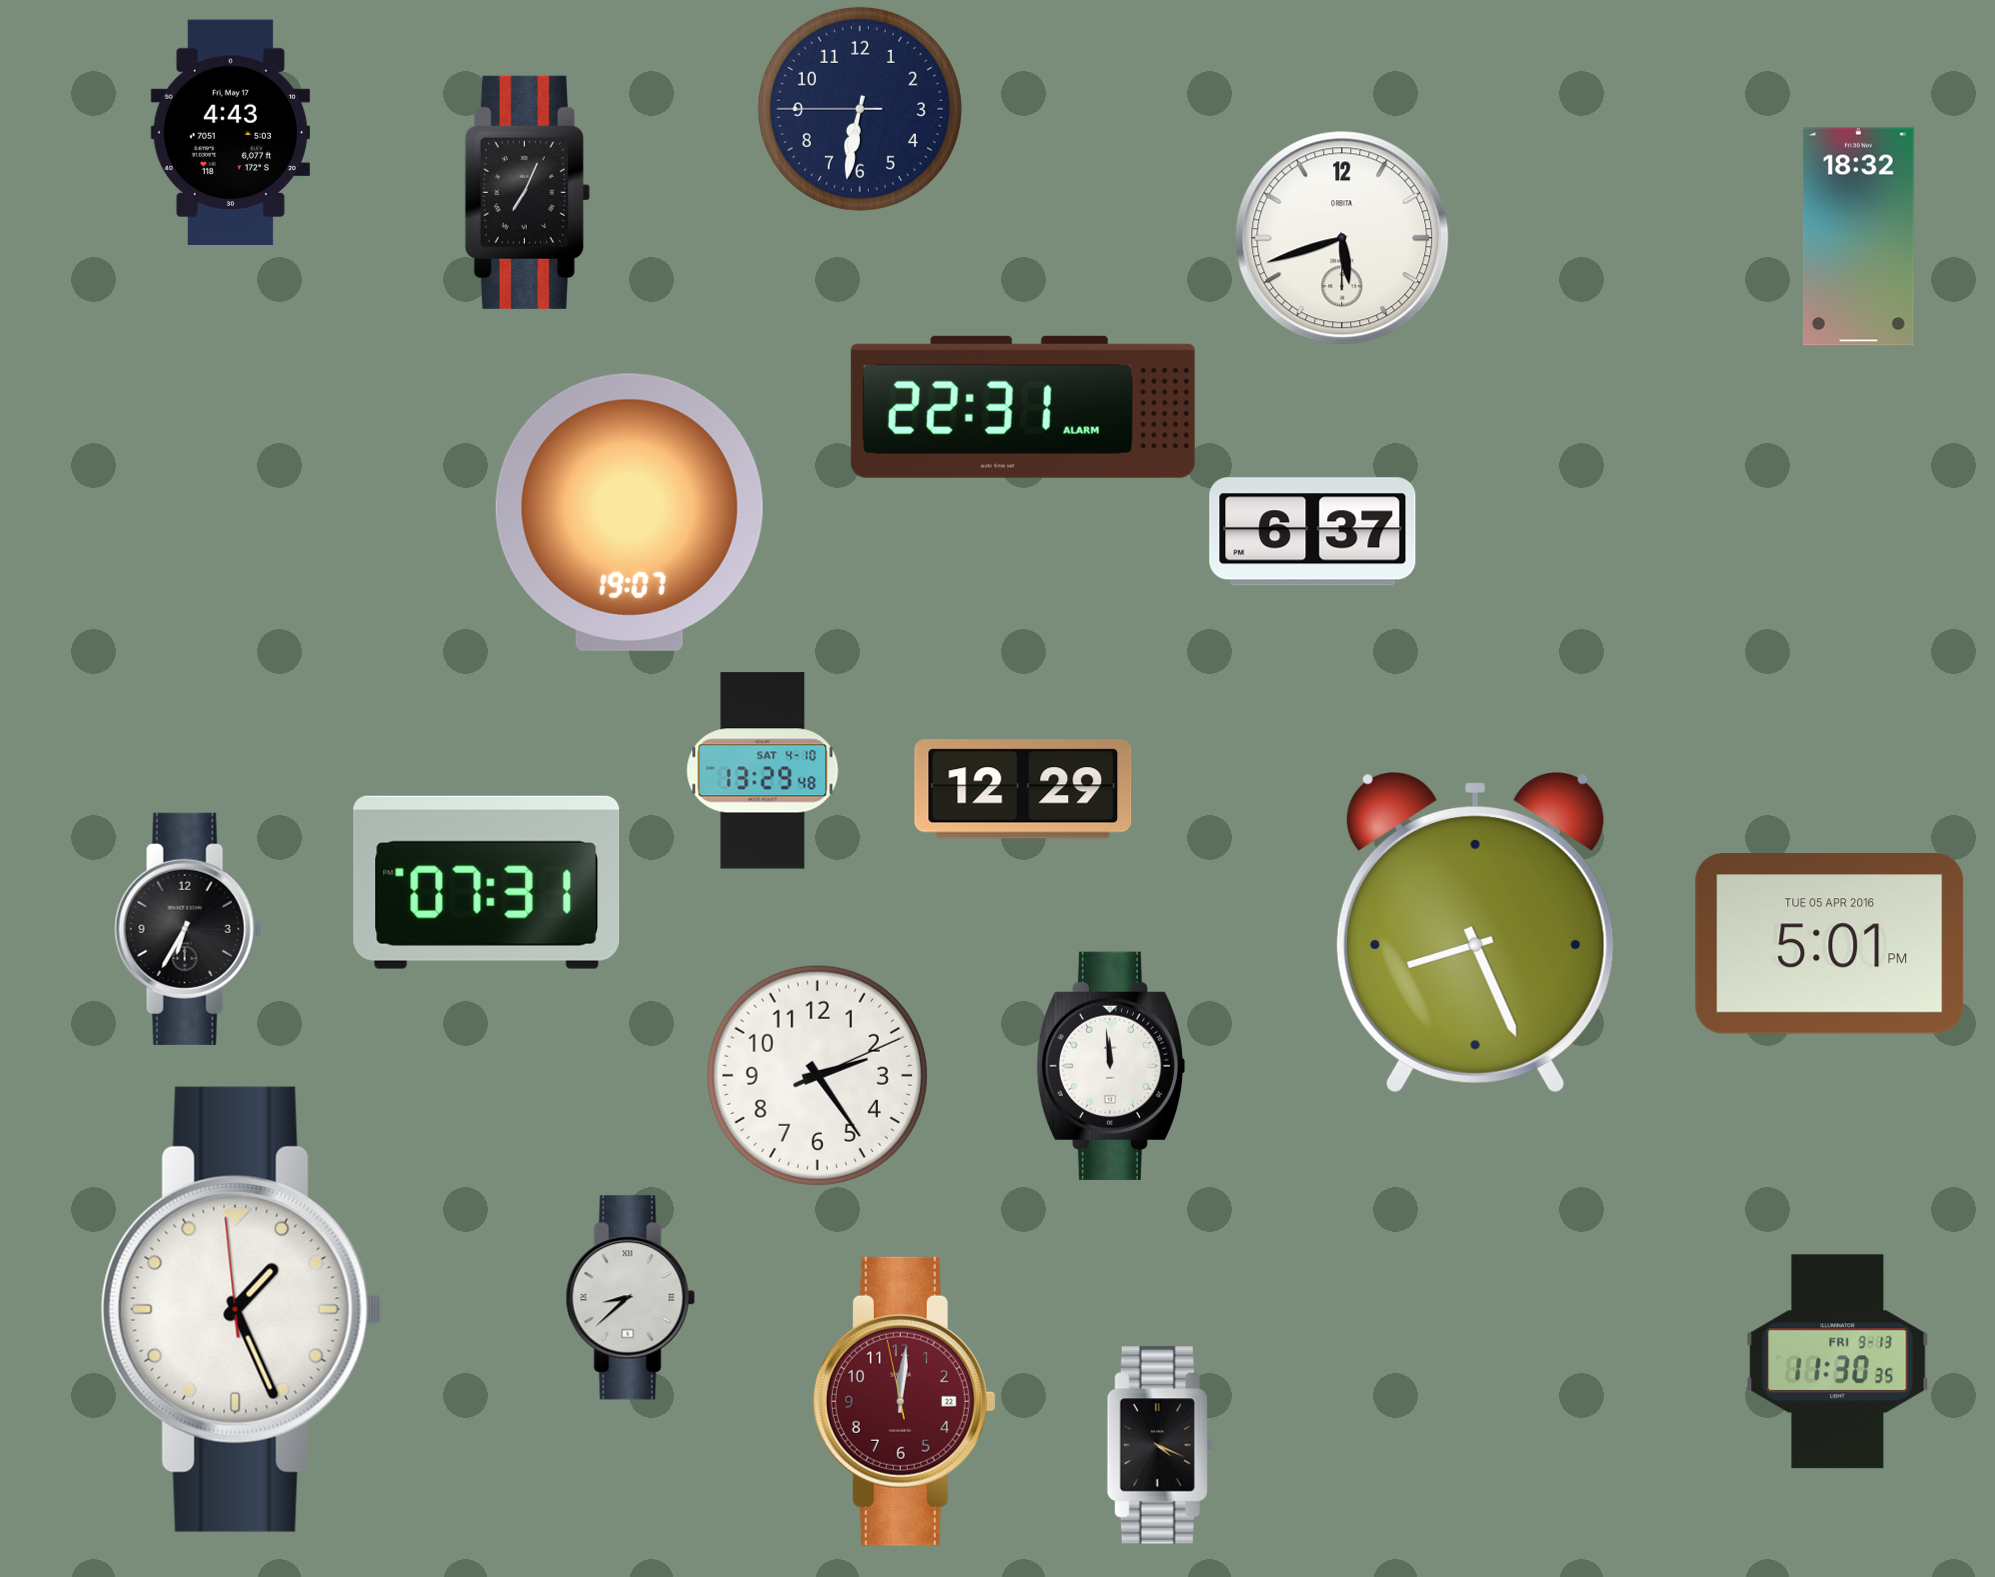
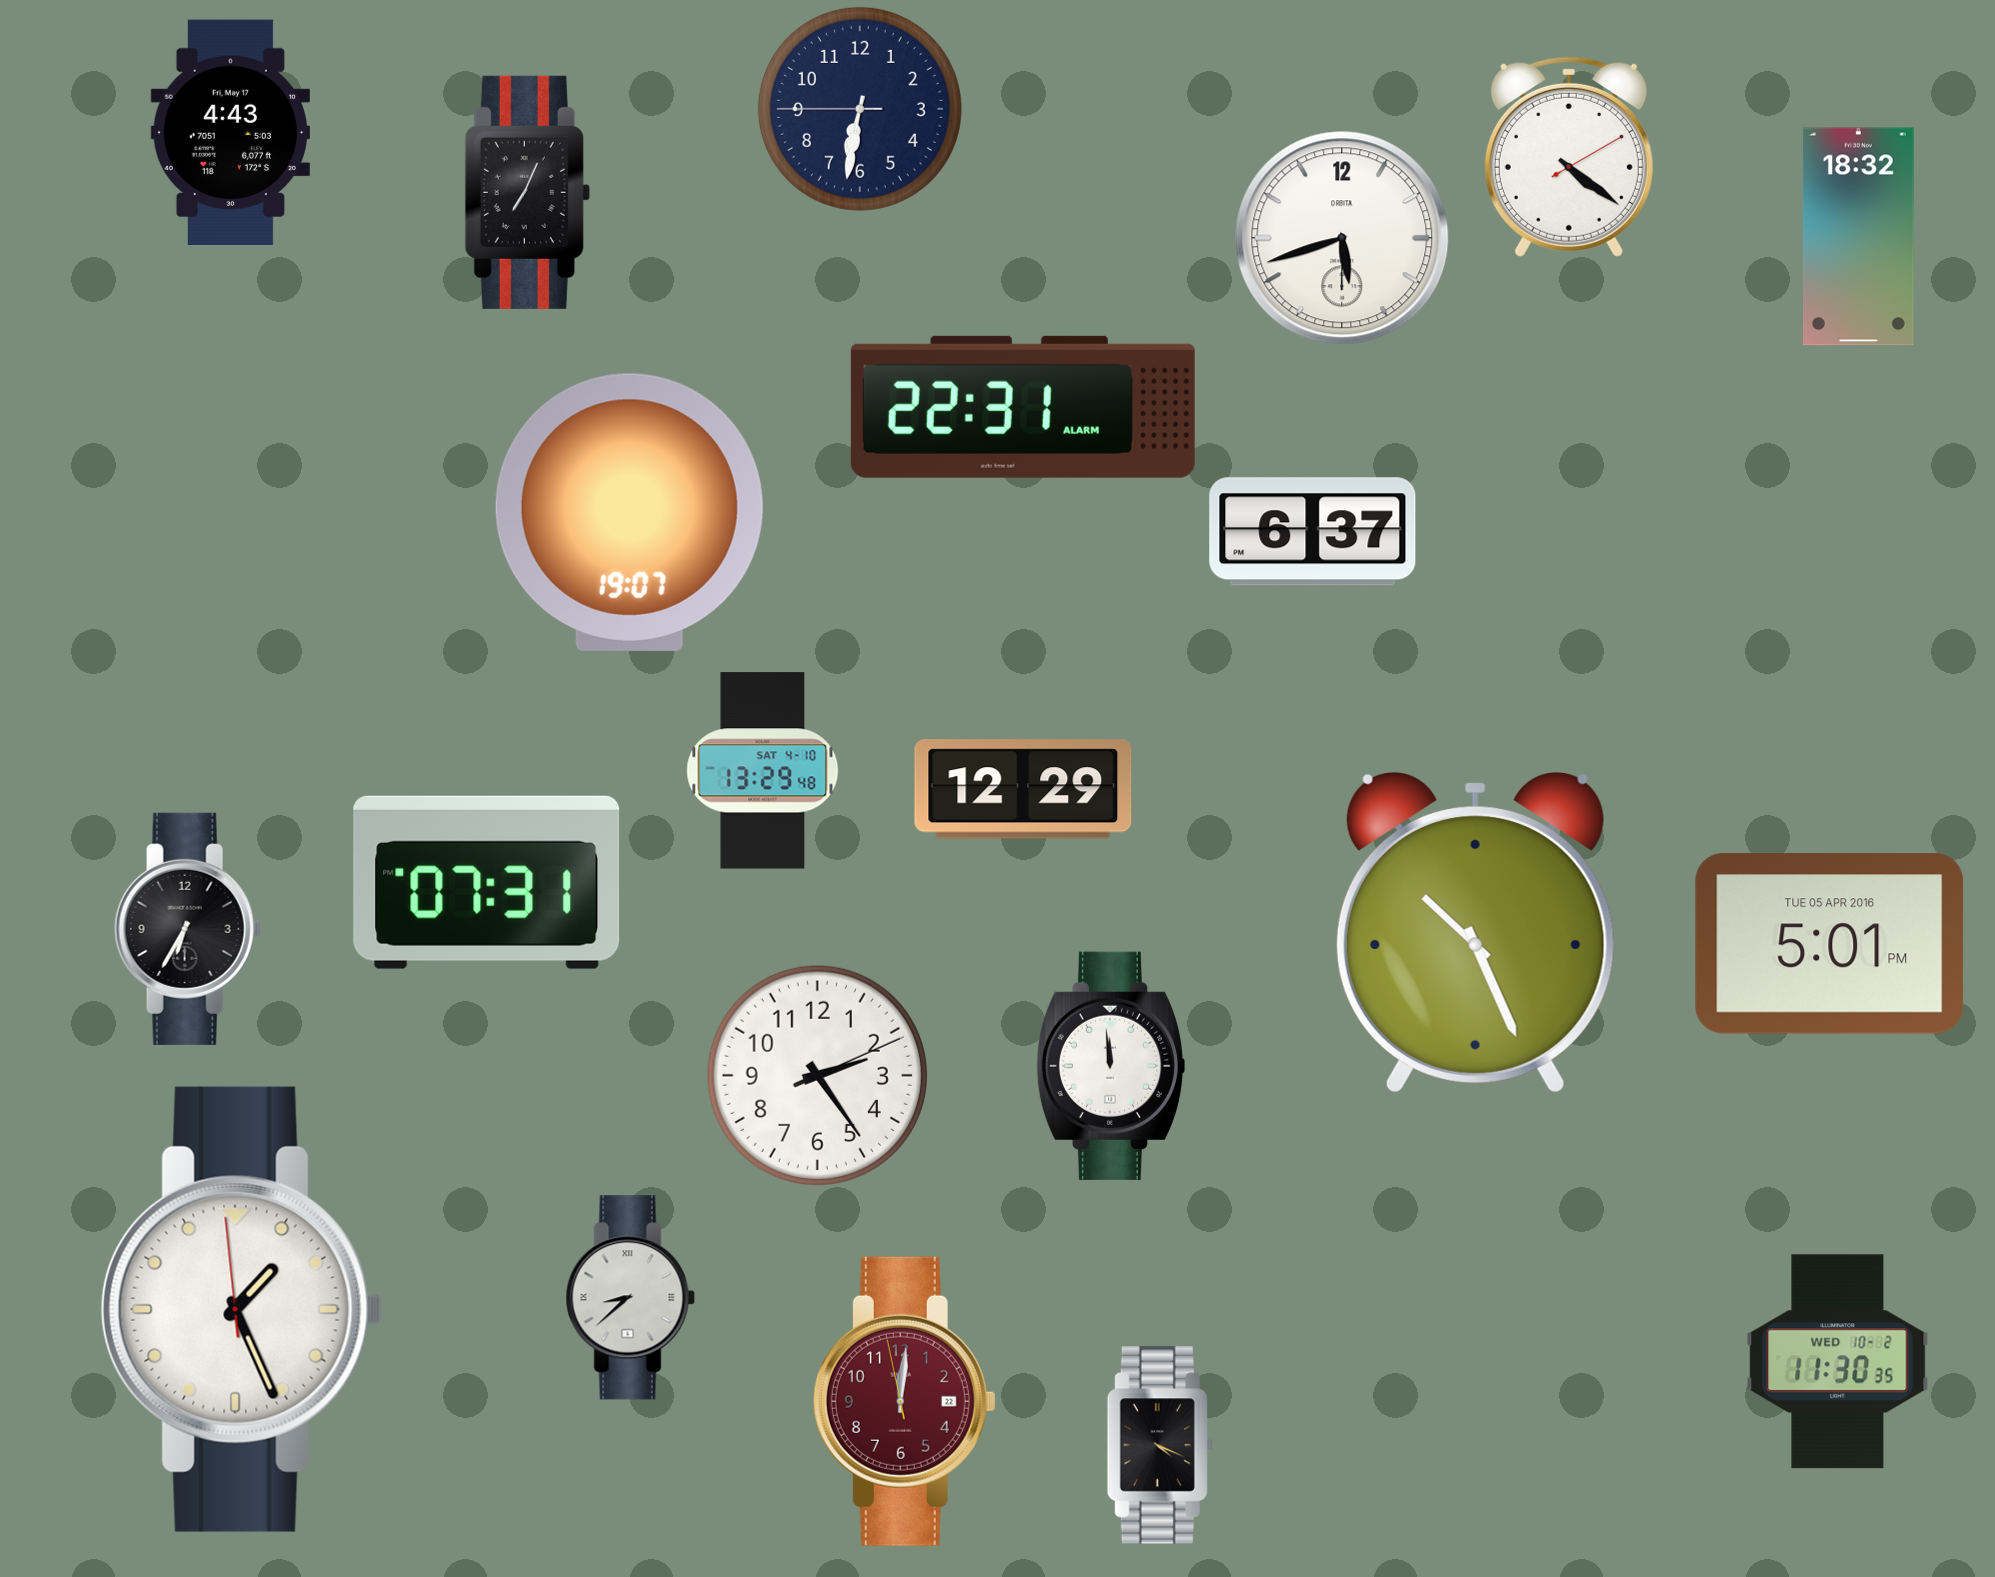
clock at (1569, 157): none -> 4:21
clock at (1475, 933): 8:26 -> 10:26
clock at (1838, 1362) date: FRI 9-13 -> WED 10-2
